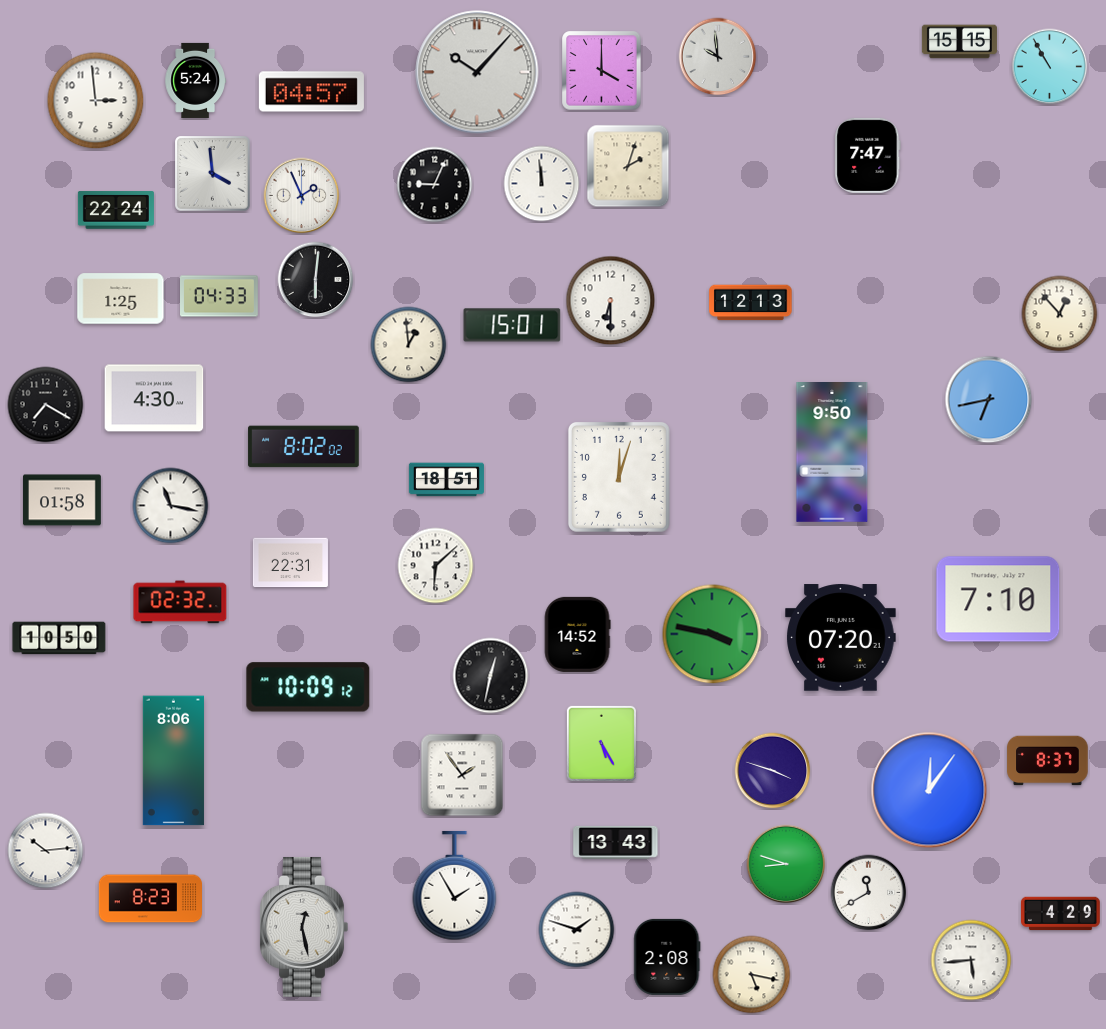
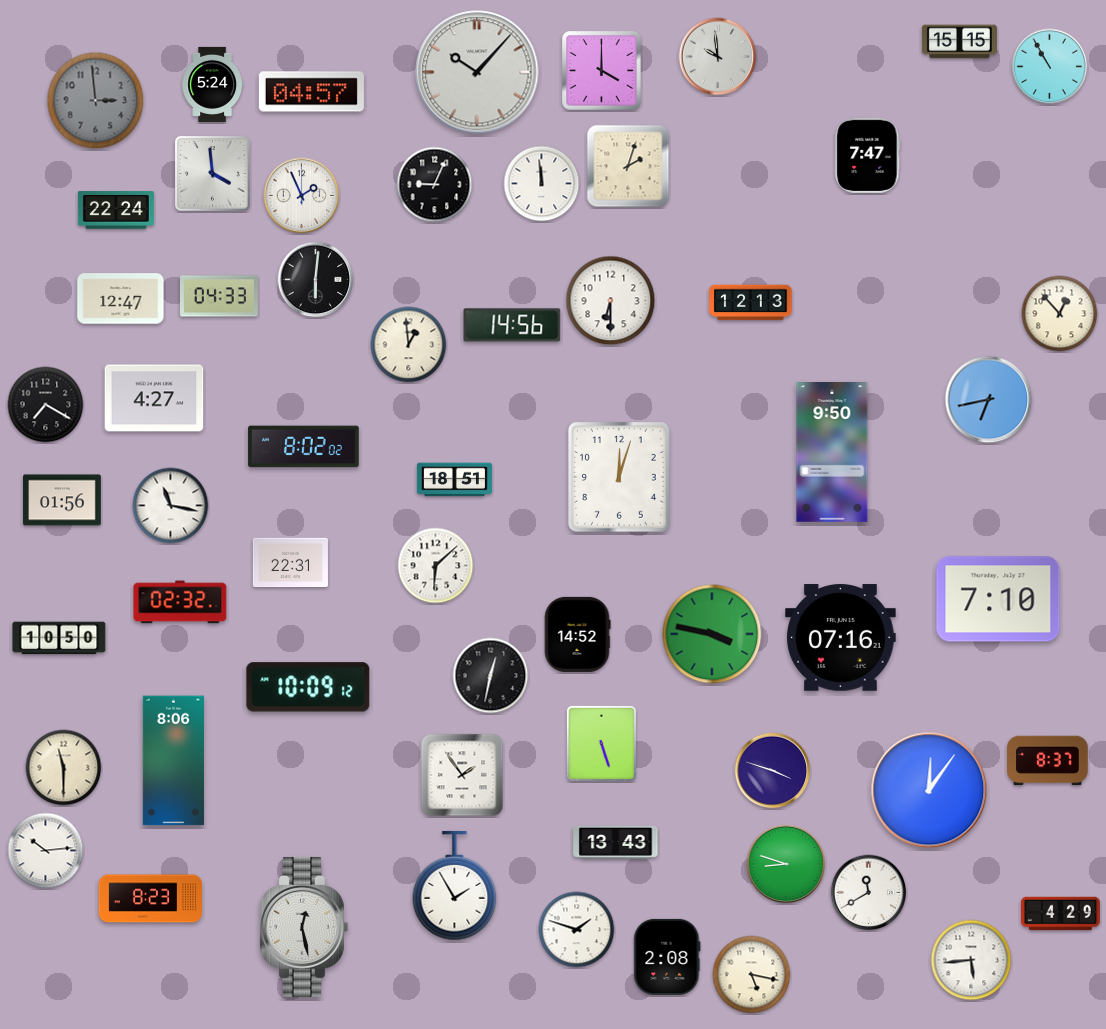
clock at (195, 80) position: (195, 80) -> (212, 84)
clock at (96, 101) dial: white -> grey
clock at (121, 299): 1:25 -> 12:47
clock at (512, 325): 15:01 -> 14:56
clock at (154, 398): 4:30 -> 4:27
clock at (446, 480) position: (446, 480) -> (454, 480)
clock at (63, 500): 01:58 -> 01:56
clock at (841, 638): 07:20 -> 07:16
clock at (601, 743): 5:25 -> 5:27
clock at (64, 768): none -> 11:30
